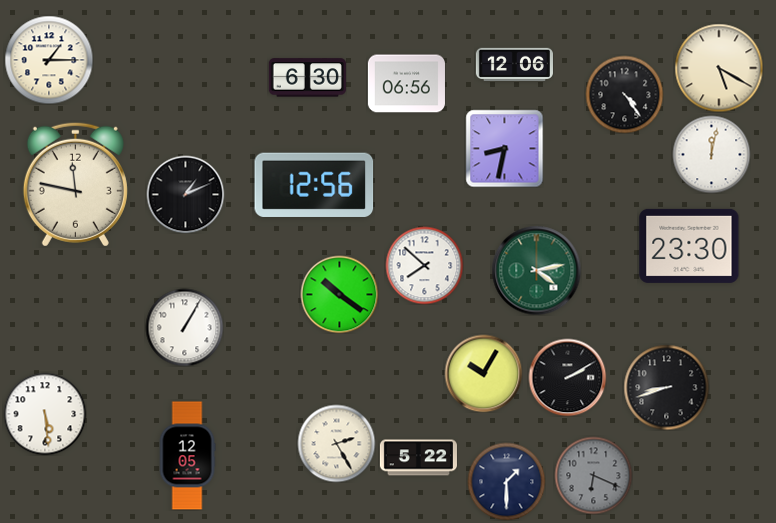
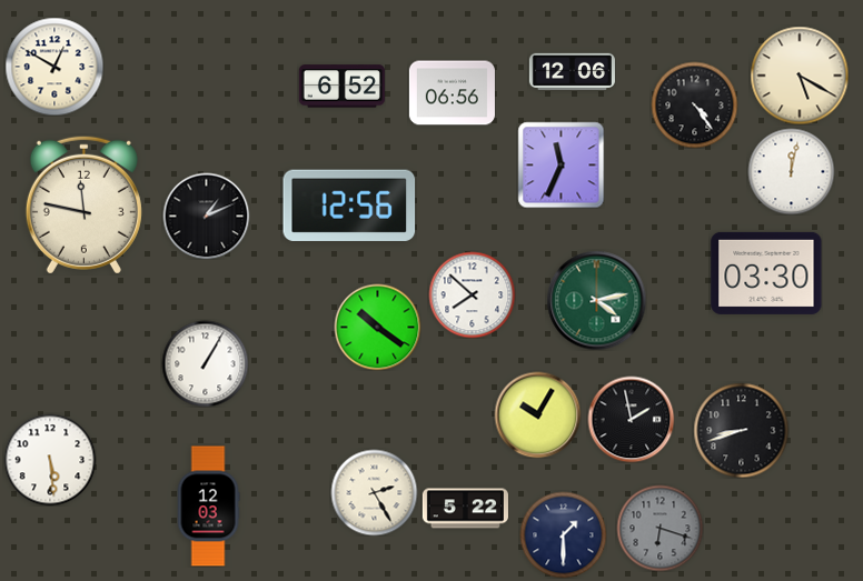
clock at (49, 60): 1:15 -> 12:50
clock at (307, 78): 6:30 -> 6:52
clock at (504, 148): 8:32 -> 11:34
clock at (689, 246): 23:30 -> 03:30
clock at (567, 377): 2:10 -> 1:58
clock at (187, 456): 12:05 -> 12:03
clock at (593, 475): 6:19 -> 6:18
